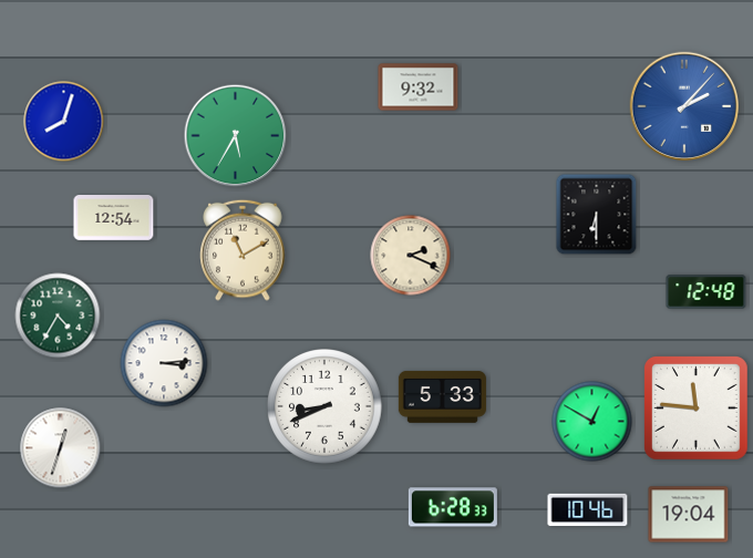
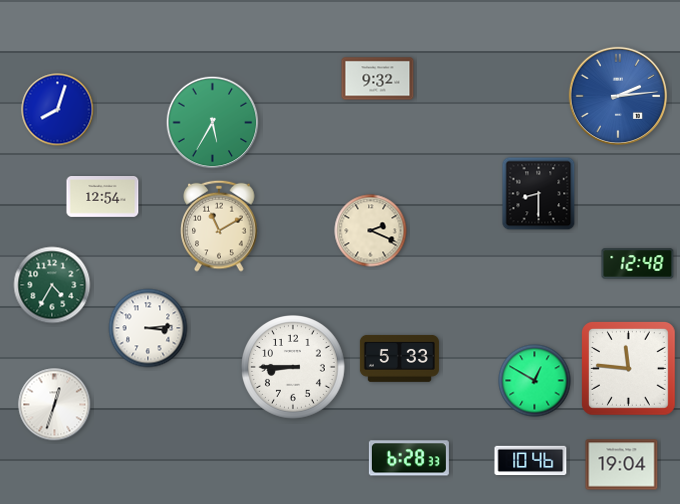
clock at (683, 105): 2:07 -> 2:14
clock at (597, 215): 6:30 -> 8:30
clock at (326, 407): 8:41 -> 8:45
